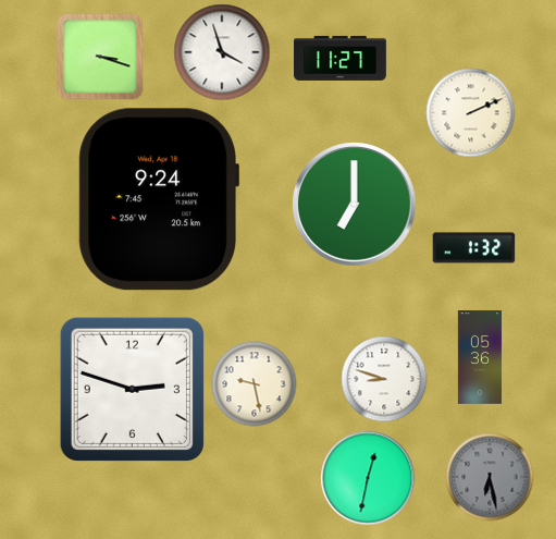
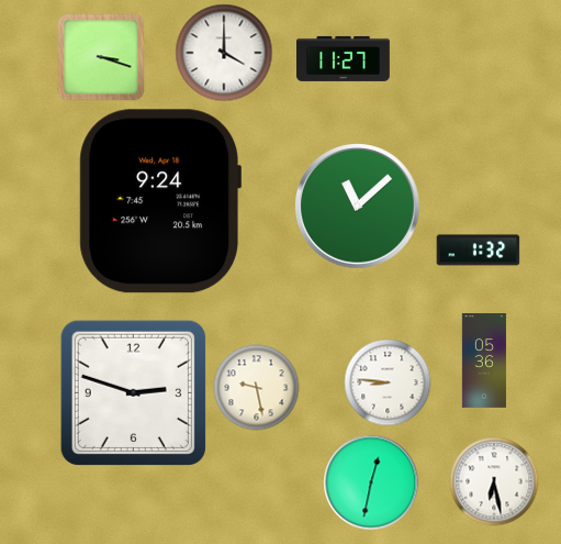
clock at (222, 52): 3:57 -> 4:00
clock at (471, 113): 2:11 -> none
clock at (355, 205): 7:00 -> 11:08
clock at (384, 379): 8:48 -> 8:46
clock at (490, 477) dial: grey -> white
